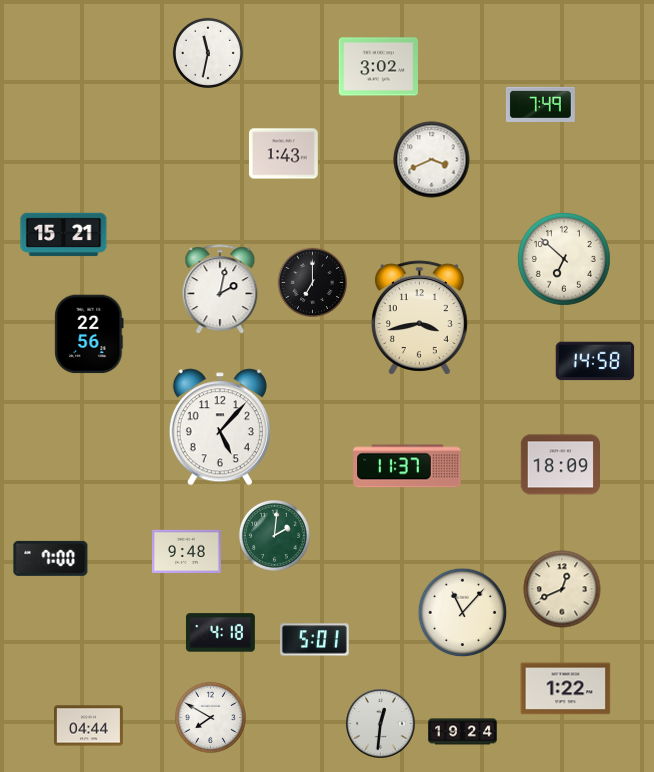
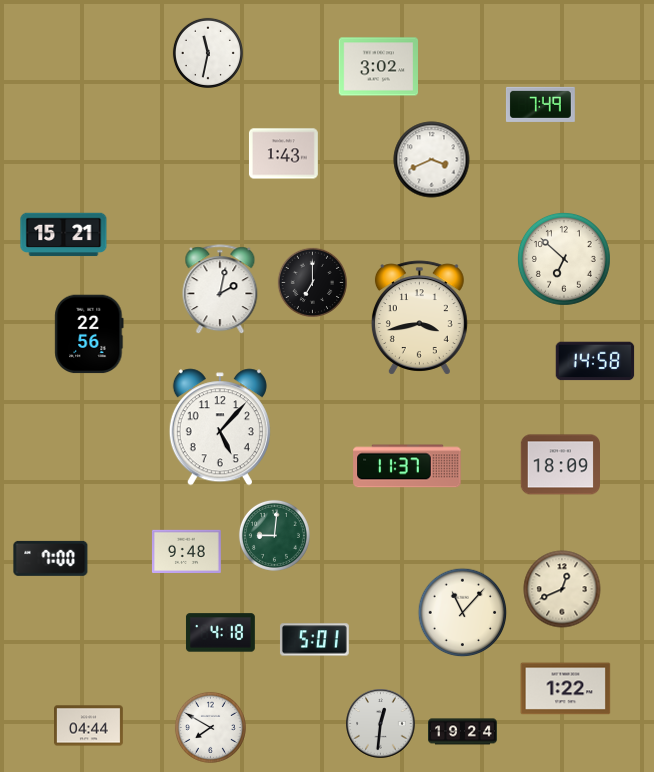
clock at (274, 535): 2:01 -> 9:01
clock at (210, 717) position: (210, 717) -> (210, 727)
